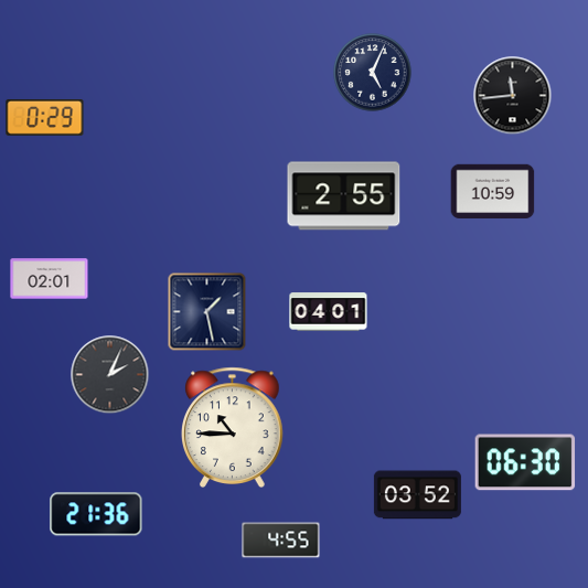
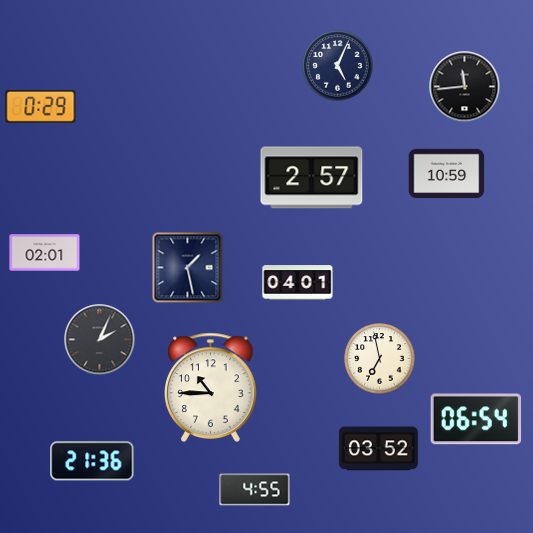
clock at (344, 196): 2:55 -> 2:57
clock at (207, 312) position: (207, 312) -> (188, 268)
clock at (380, 359): none -> 6:58
clock at (525, 462): 06:30 -> 06:54
clock at (96, 514) position: (96, 514) -> (92, 461)
